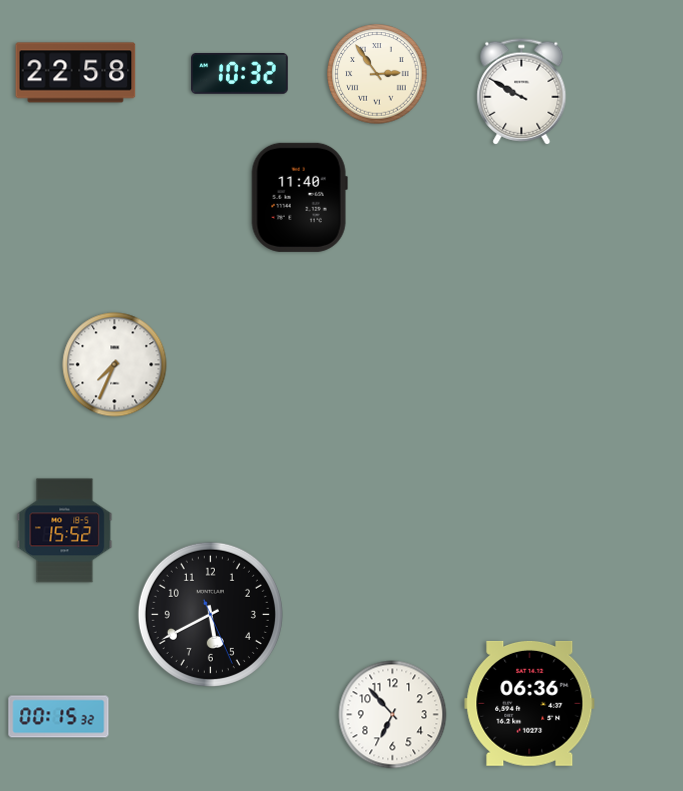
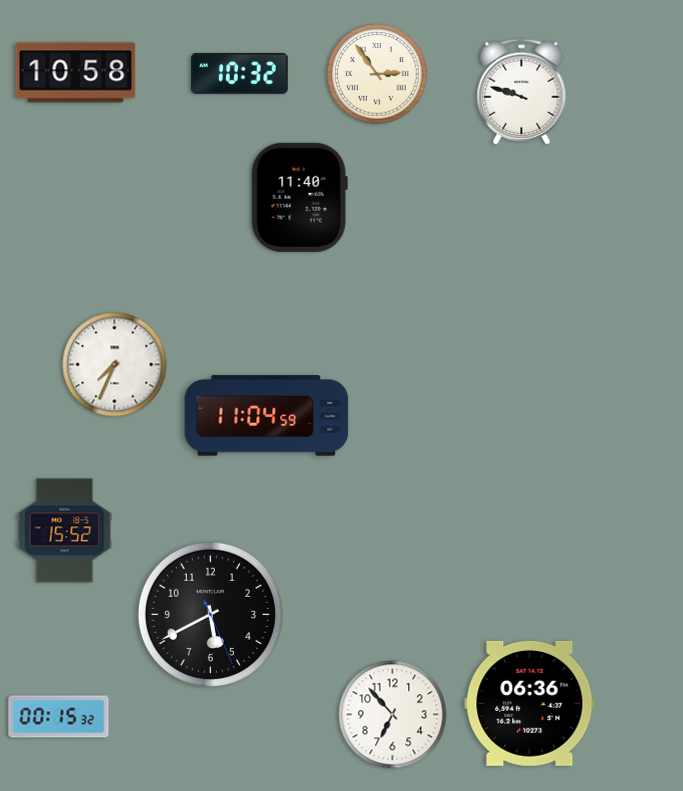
clock at (76, 73): 22:58 -> 10:58
clock at (522, 92): 9:50 -> 9:48
clock at (267, 416): none -> 11:04
